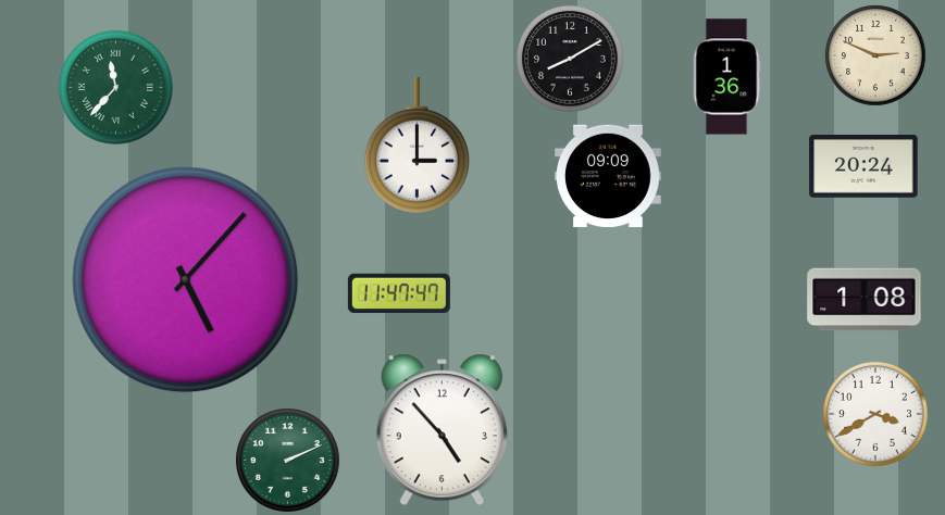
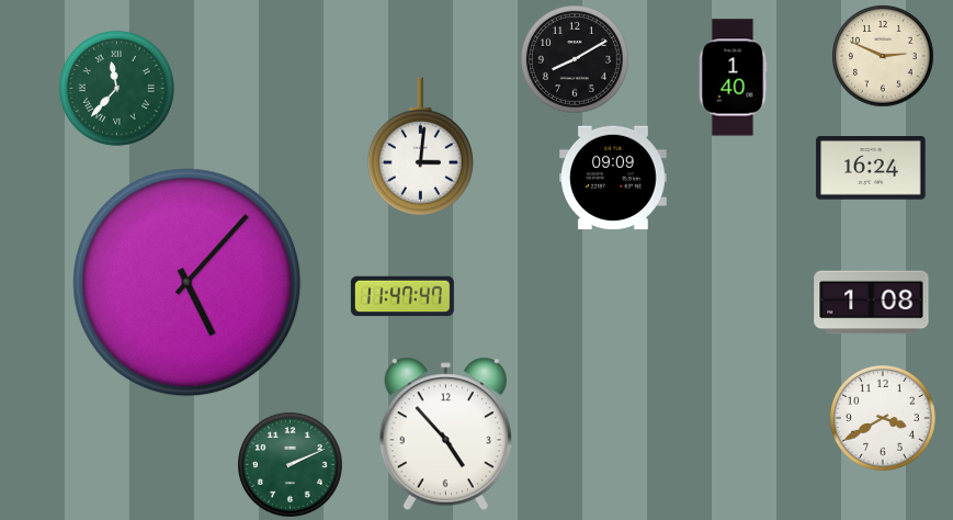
clock at (726, 77): 1:36 -> 1:40
clock at (416, 146): 3:00 -> 3:01
clock at (863, 167): 20:24 -> 16:24
